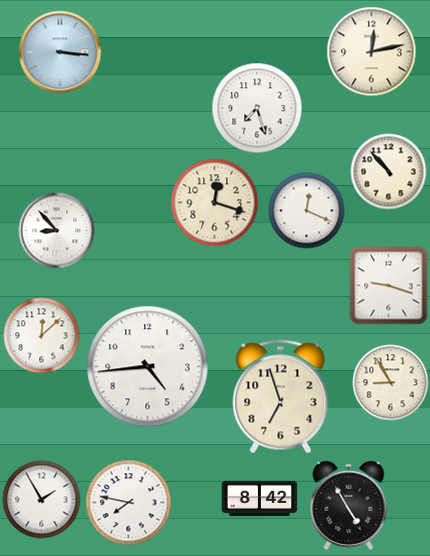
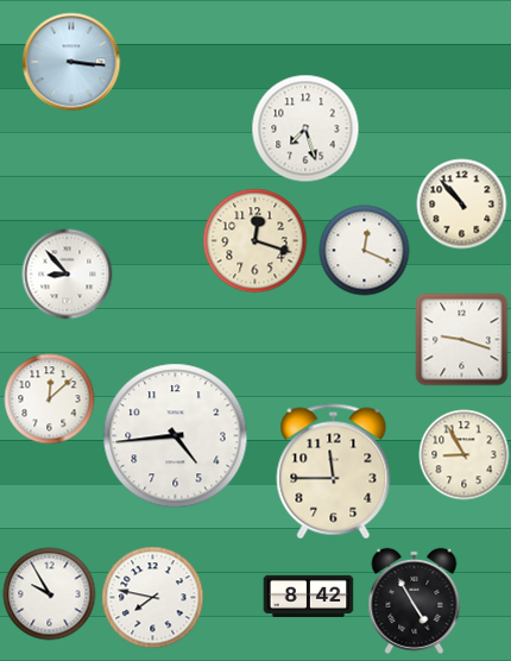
clock at (372, 52): 12:13 -> none
clock at (281, 397): 6:57 -> 11:45
clock at (260, 499) position: (260, 499) -> (309, 597)
clock at (42, 500): 1:55 -> 9:55
